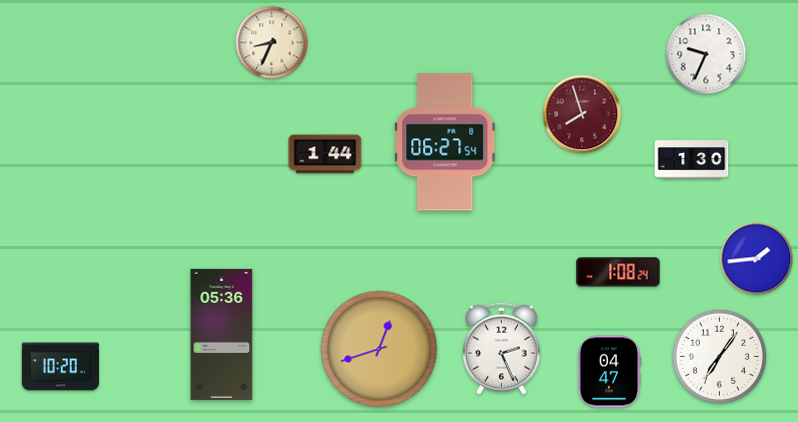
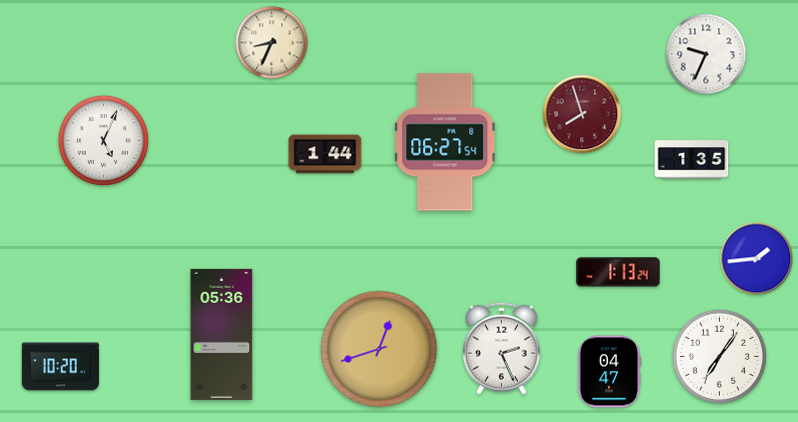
clock at (104, 141): none -> 5:04
clock at (692, 160): 1:30 -> 1:35
clock at (618, 272): 1:08 -> 1:13
